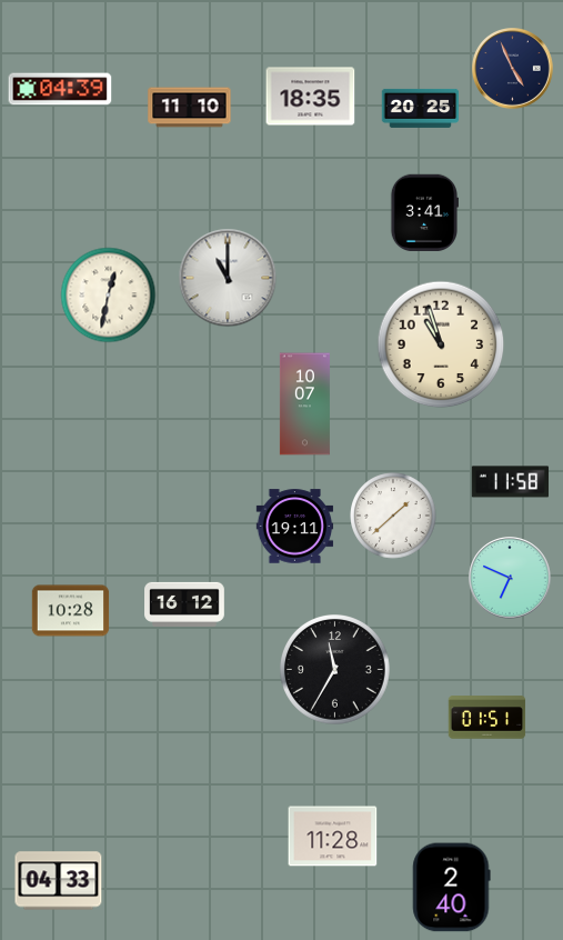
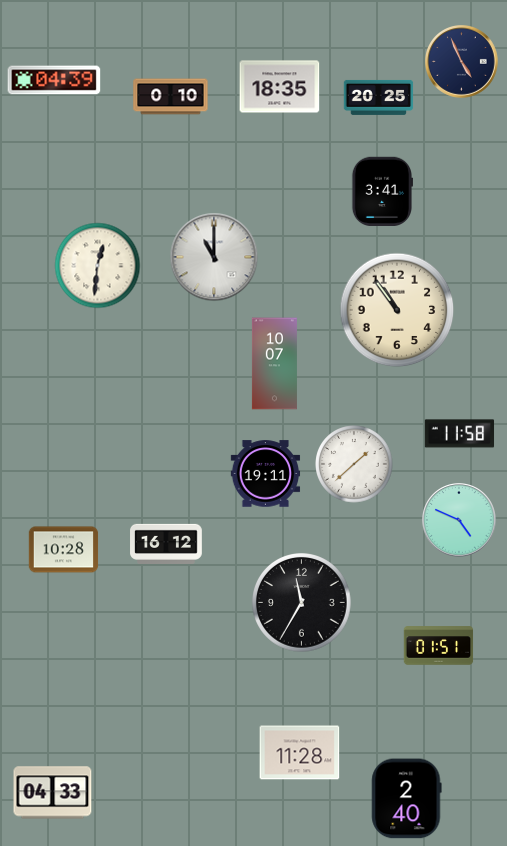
clock at (190, 108): 11:10 -> 0:10
clock at (228, 278) position: (228, 278) -> (214, 257)
clock at (109, 296): 12:32 -> 12:31
clock at (441, 344): 10:57 -> 10:54
clock at (510, 578): 6:49 -> 4:49
